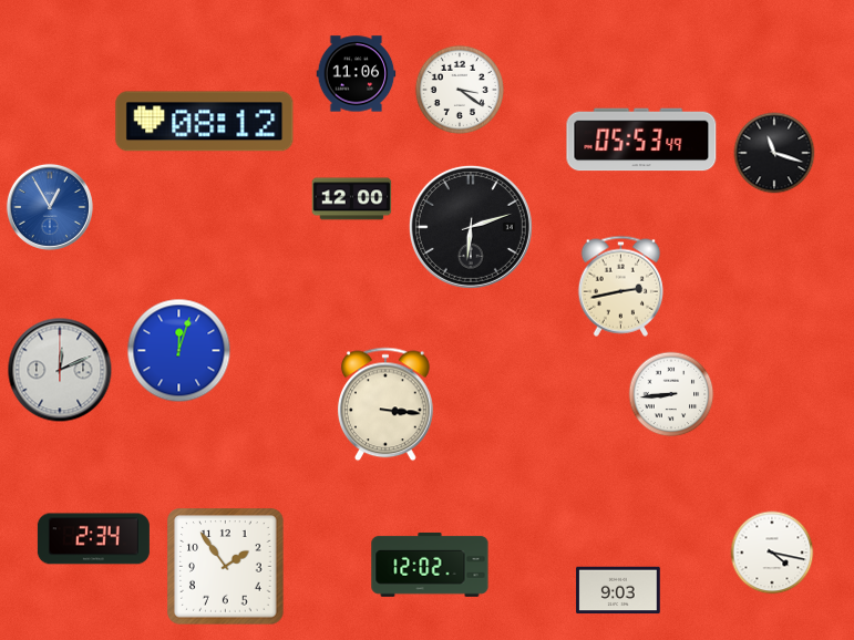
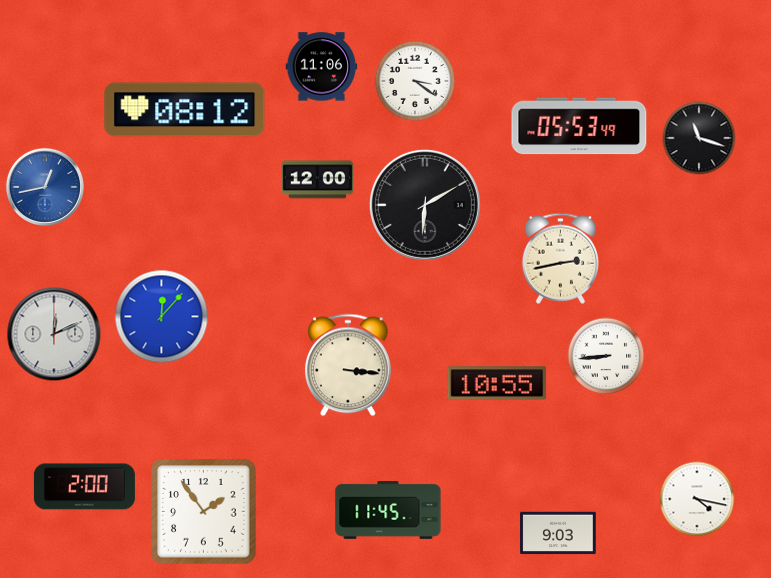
clock at (50, 207): 12:55 -> 12:43
clock at (471, 227): 6:12 -> 6:10
clock at (179, 351): 12:03 -> 12:07
clock at (497, 383): none -> 10:55
clock at (93, 539): 2:34 -> 2:00
clock at (430, 565): 12:02 -> 11:45
